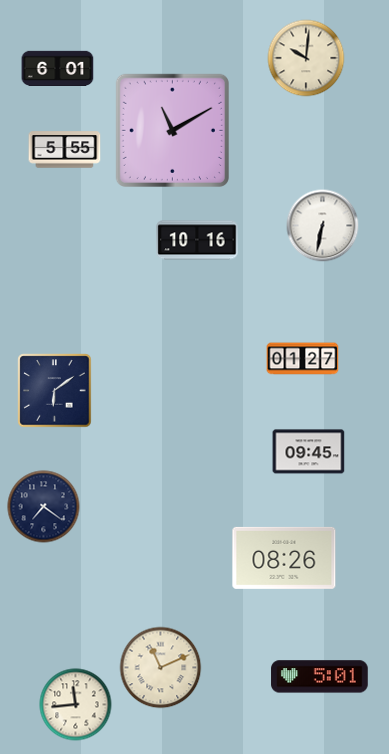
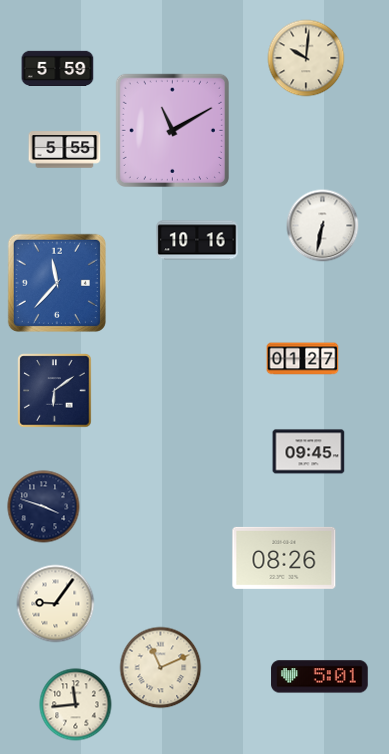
clock at (58, 69): 6:01 -> 5:59
clock at (57, 283): none -> 11:37
clock at (44, 507): 7:21 -> 3:48
clock at (56, 604): none -> 9:06
